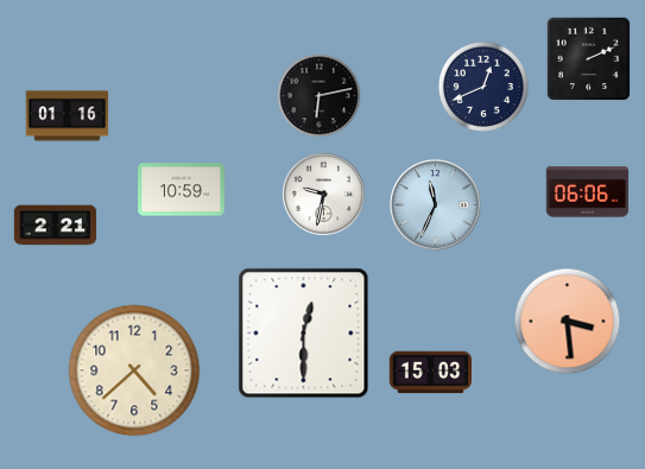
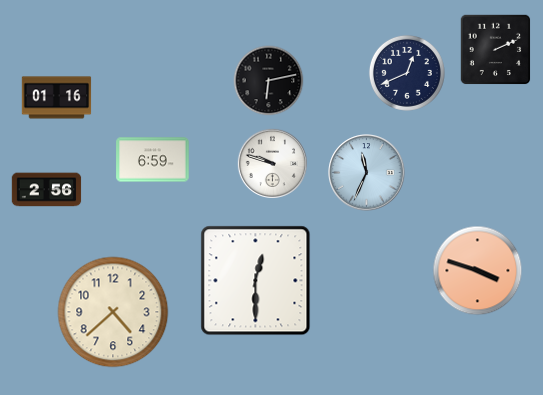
clock at (182, 190): 10:59 -> 6:59
clock at (588, 192): 06:06 -> none
clock at (323, 194): 9:32 -> 9:48
clock at (56, 226): 2:21 -> 2:56
clock at (568, 322): 3:29 -> 3:48
clock at (431, 373): 15:03 -> none
